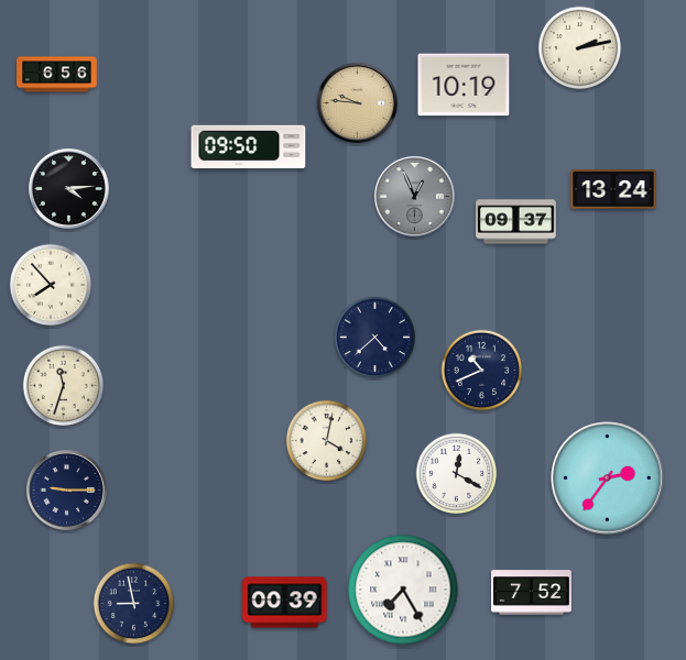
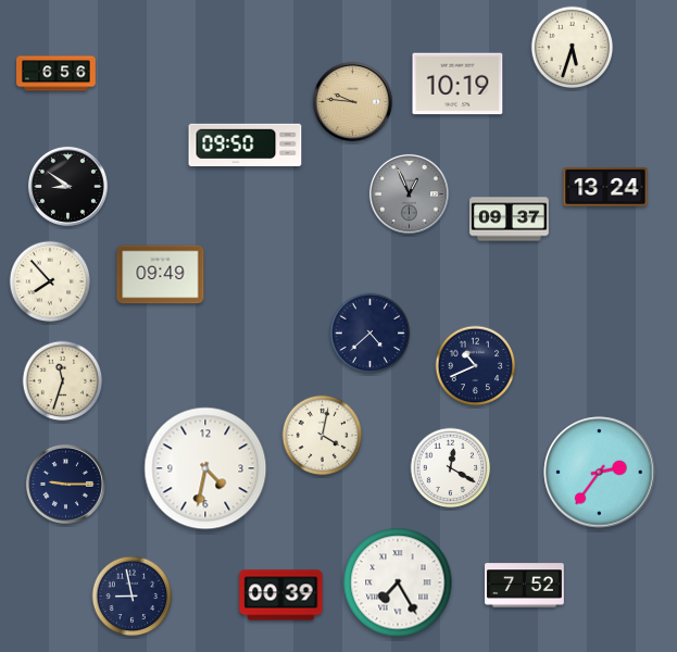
clock at (580, 48): 2:13 -> 5:33
clock at (68, 188): 4:14 -> 8:51
clock at (161, 275): none -> 09:49
clock at (205, 468): none -> 4:32
